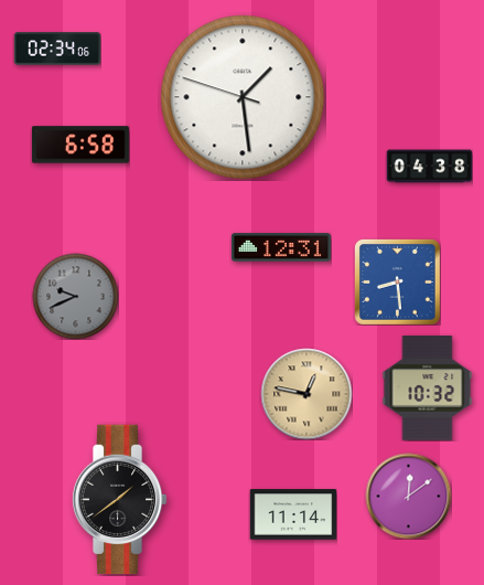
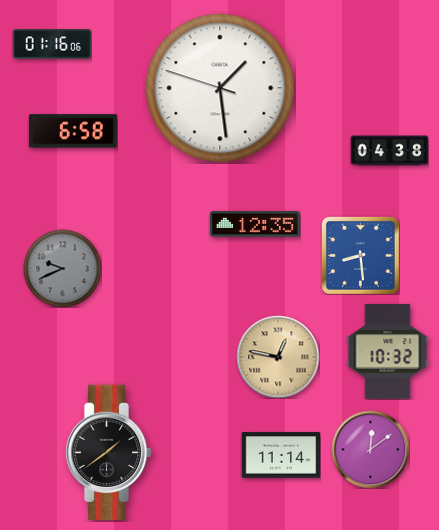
clock at (57, 49): 02:34 -> 01:16
clock at (281, 247): 12:31 -> 12:35
clock at (75, 296) position: (75, 296) -> (62, 268)
clock at (293, 514) position: (293, 514) -> (281, 455)
